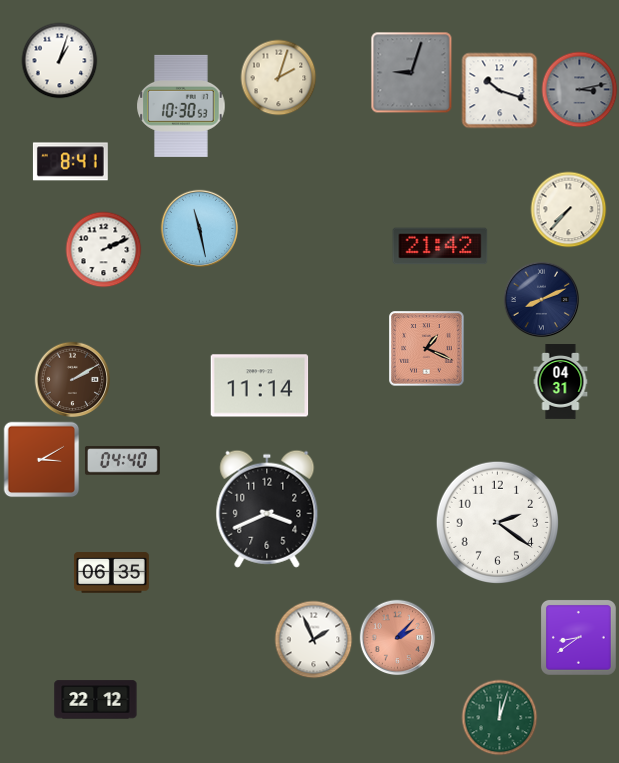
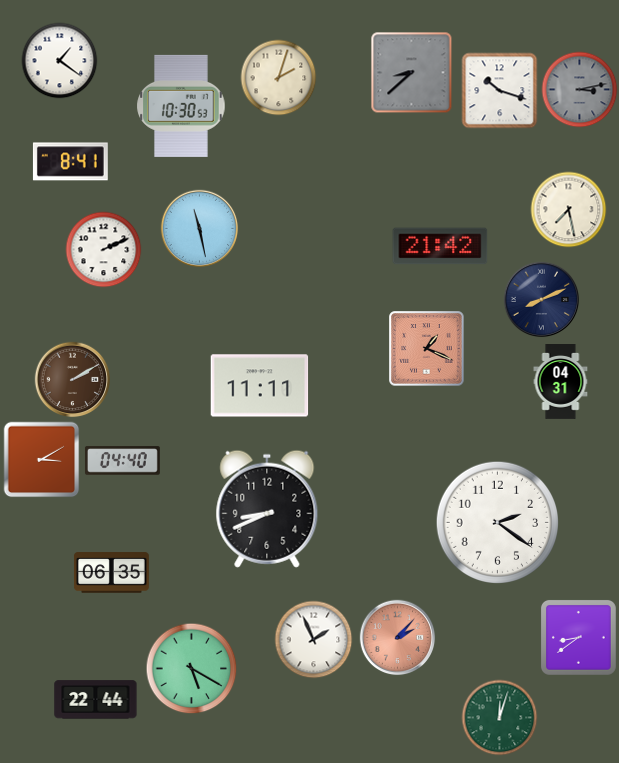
clock at (60, 61): 1:03 -> 1:21
clock at (412, 73): 9:03 -> 8:38
clock at (569, 210): 7:37 -> 7:28
clock at (260, 386): 11:14 -> 11:11
clock at (267, 509): 3:41 -> 8:41
clock at (192, 669): none -> 5:20
clock at (96, 700): 22:12 -> 22:44
